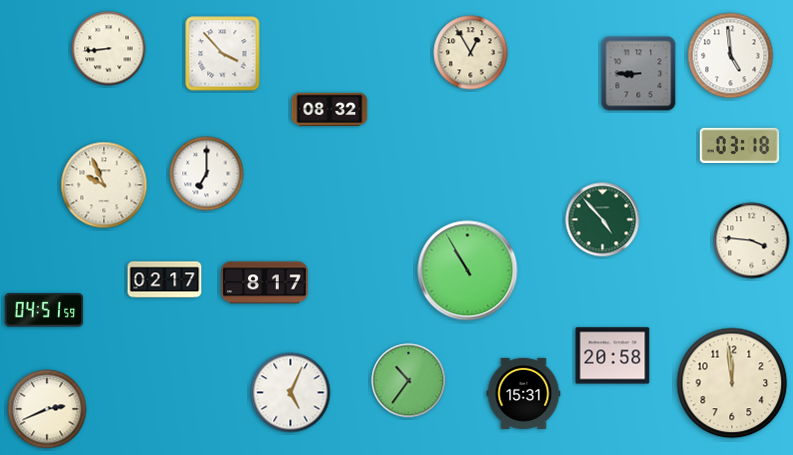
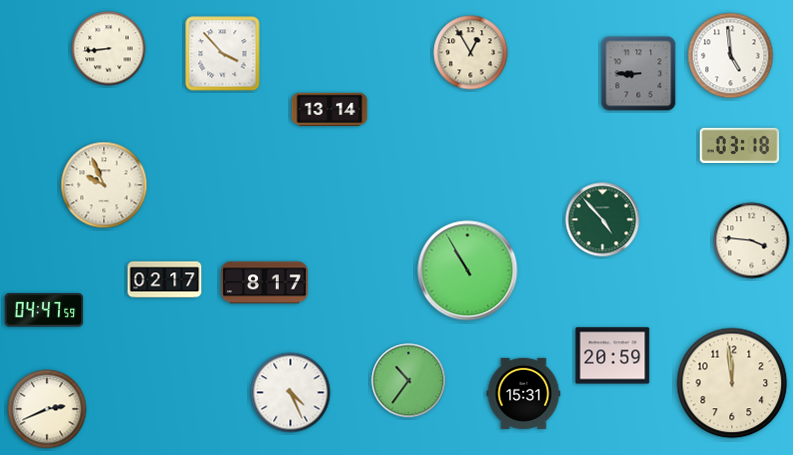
clock at (330, 110): 08:32 -> 13:14
clock at (207, 174): 7:00 -> none
clock at (44, 310): 04:51 -> 04:47
clock at (613, 356): 20:58 -> 20:59
clock at (291, 393): 5:04 -> 4:26
